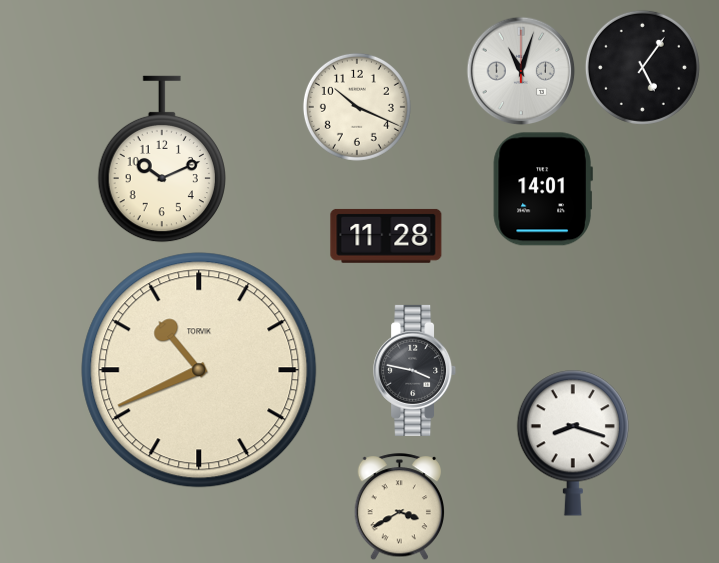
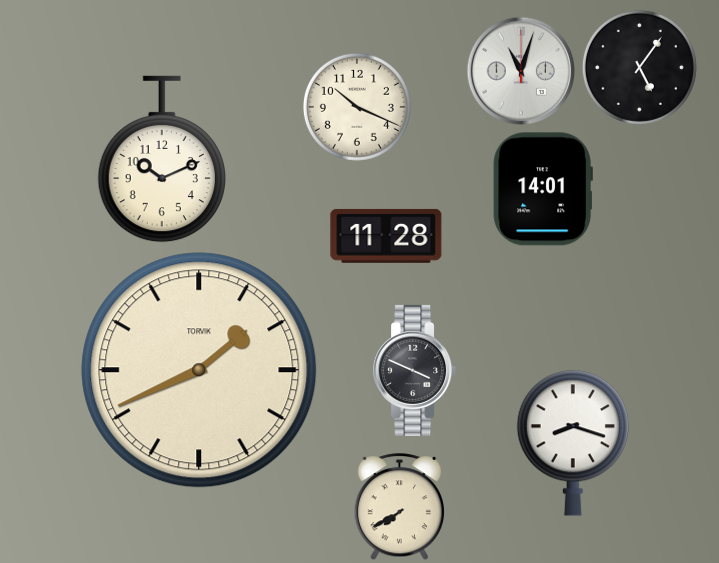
clock at (642, 67) position: (642, 67) -> (639, 67)
clock at (199, 370): 10:41 -> 1:41
clock at (415, 370): 3:47 -> 3:49
clock at (399, 507): 3:40 -> 7:40
